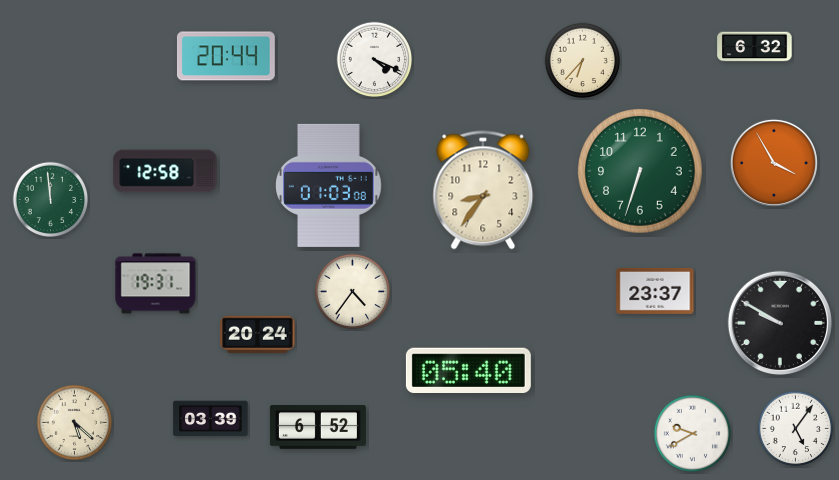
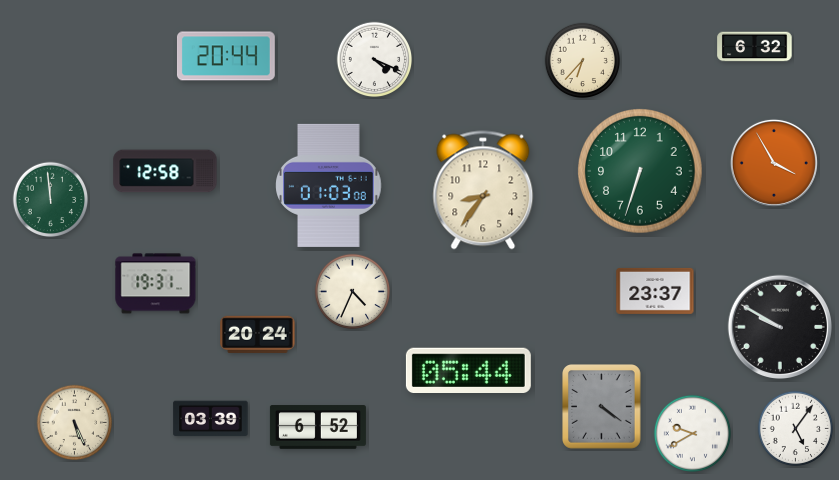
clock at (353, 292): 4:36 -> 4:34
clock at (779, 322) position: (779, 322) -> (779, 326)
clock at (468, 370): 05:40 -> 05:44
clock at (602, 407): none -> 4:21
clock at (75, 423): 5:22 -> 5:26
